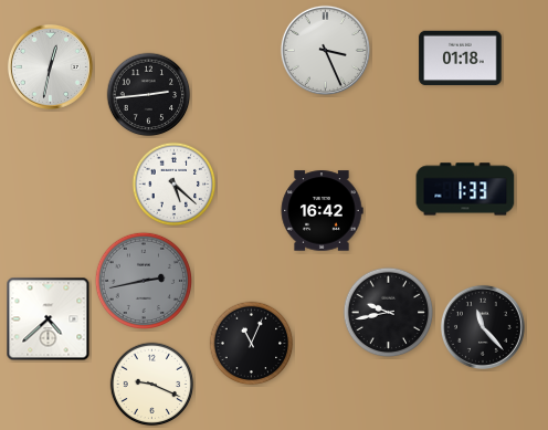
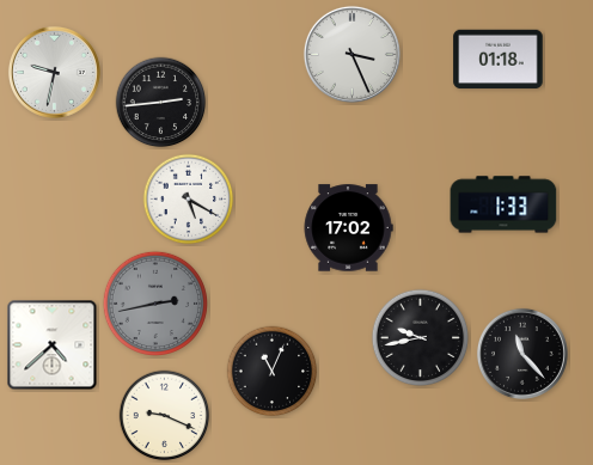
clock at (461, 59) position: (461, 59) -> (499, 60)
clock at (50, 66): 12:32 -> 9:32
clock at (175, 185): 5:22 -> 5:20
clock at (322, 211): 16:42 -> 17:02
